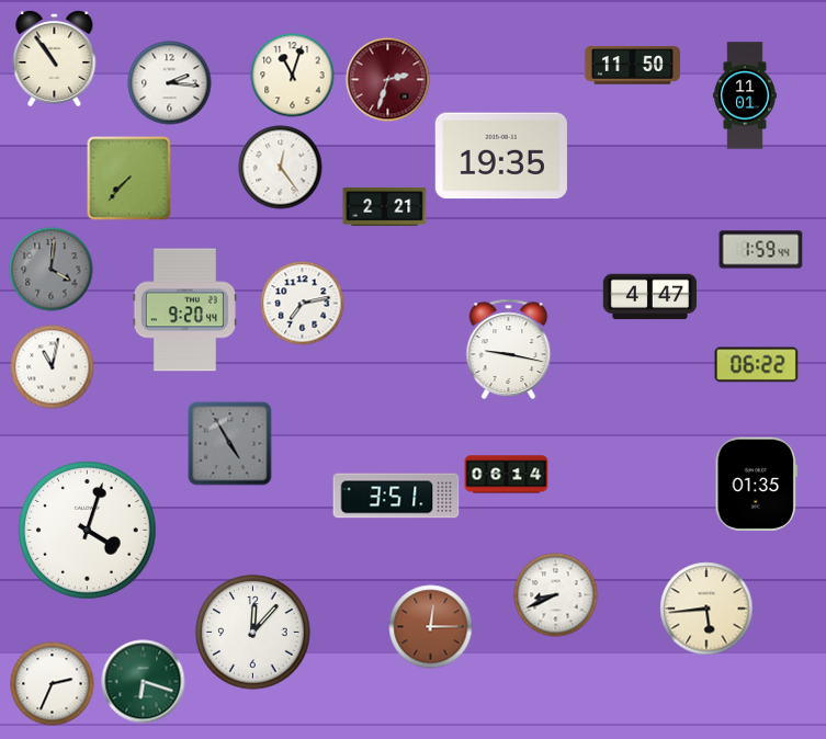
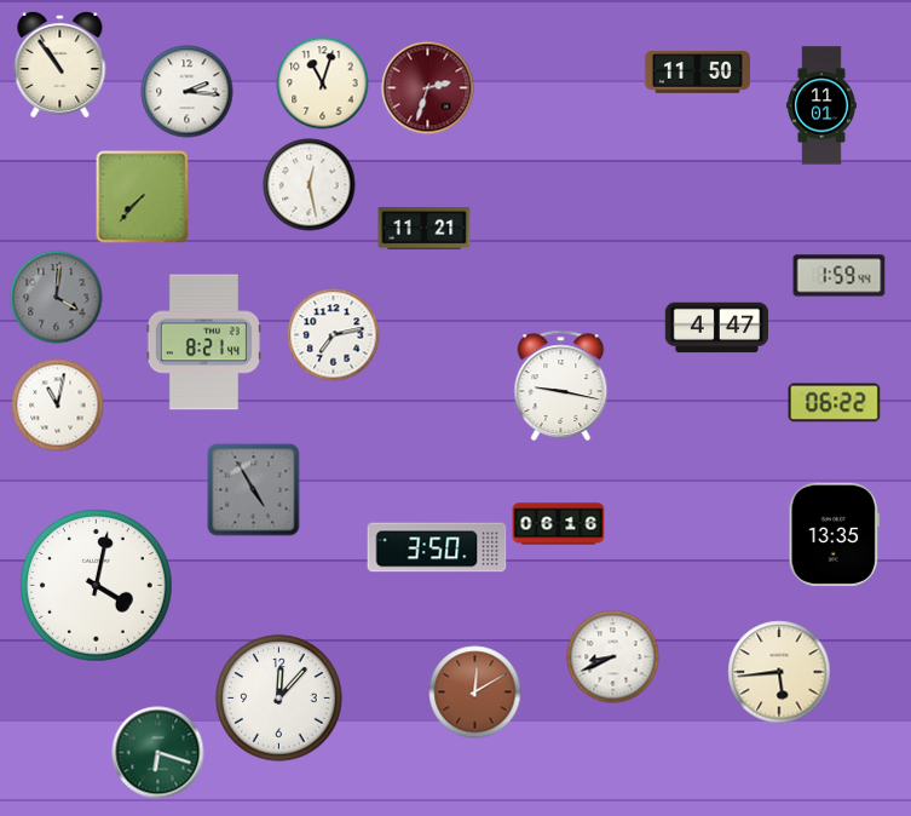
clock at (501, 156): 19:35 -> none
clock at (281, 168): 12:24 -> 12:28
clock at (385, 206): 2:21 -> 11:21
clock at (184, 310): 9:20 -> 8:21
clock at (507, 475): 06:14 -> 06:16
clock at (756, 484): 01:35 -> 13:35
clock at (396, 496): 3:51 -> 3:50
clock at (88, 531): 4:03 -> 4:02
clock at (431, 627): 12:15 -> 12:10
clock at (53, 684): 2:34 -> none
